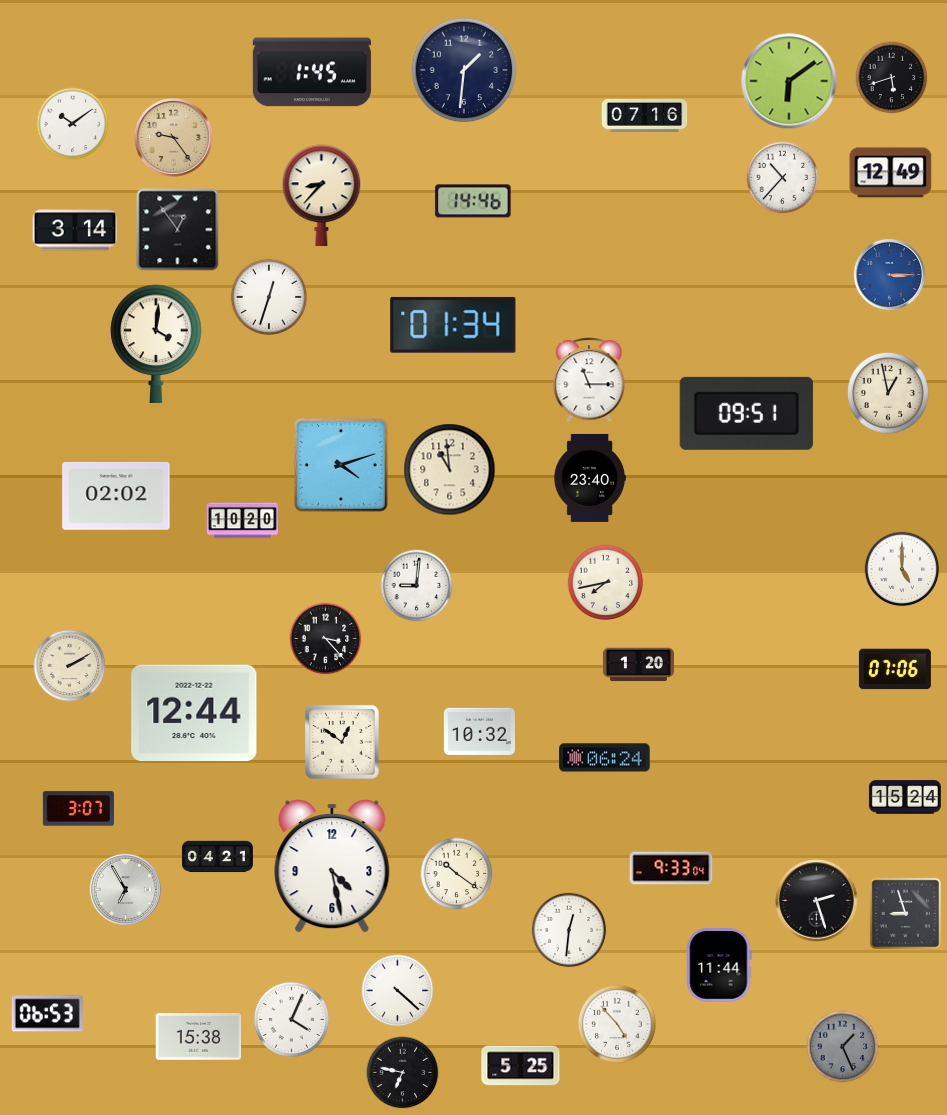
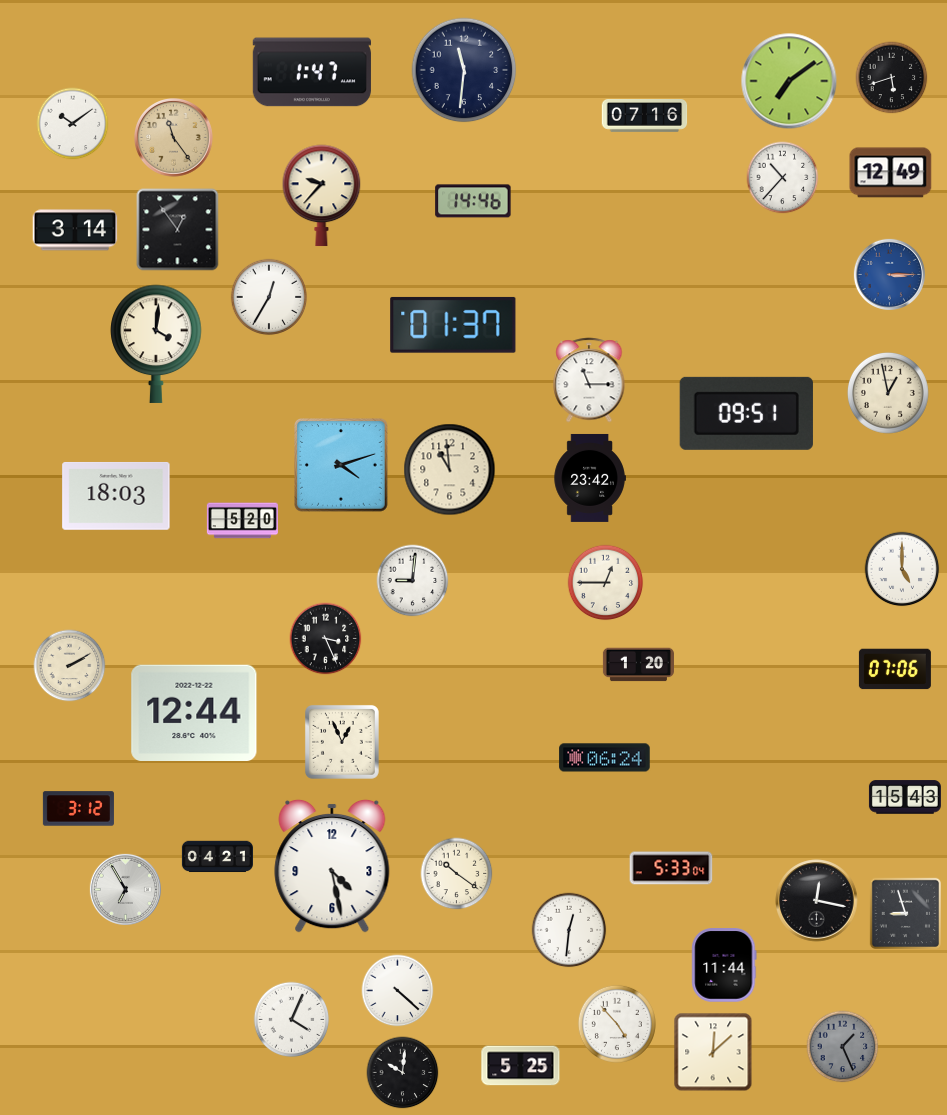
clock at (464, 70): 1:31 -> 11:31
clock at (312, 72): 1:45 -> 1:47
clock at (789, 81): 6:09 -> 7:09
clock at (174, 138): 9:24 -> 11:24
clock at (322, 196): 8:37 -> 9:37
clock at (269, 297): 12:33 -> 12:35
clock at (453, 325): 01:34 -> 01:37
clock at (590, 478): 23:40 -> 23:42
clock at (116, 496): 02:02 -> 18:03
clock at (242, 521): 10:20 -> 5:20
clock at (606, 583): 7:43 -> 12:45
clock at (417, 586) position: (417, 586) -> (413, 581)
clock at (326, 639): 3:23 -> 3:26
clock at (479, 731): 10:32 -> none
clock at (342, 742): 12:51 -> 12:56
clock at (905, 797): 15:24 -> 15:43
clock at (78, 809): 3:07 -> 3:12
clock at (671, 868): 9:33 -> 5:33
clock at (817, 901): 2:27 -> 12:17
clock at (719, 965) position: (719, 965) -> (724, 965)
clock at (47, 1014): 06:53 -> none
clock at (199, 1037): 15:38 -> none
clock at (713, 1052): none -> 12:08
clock at (403, 1073): 6:47 -> 10:01
